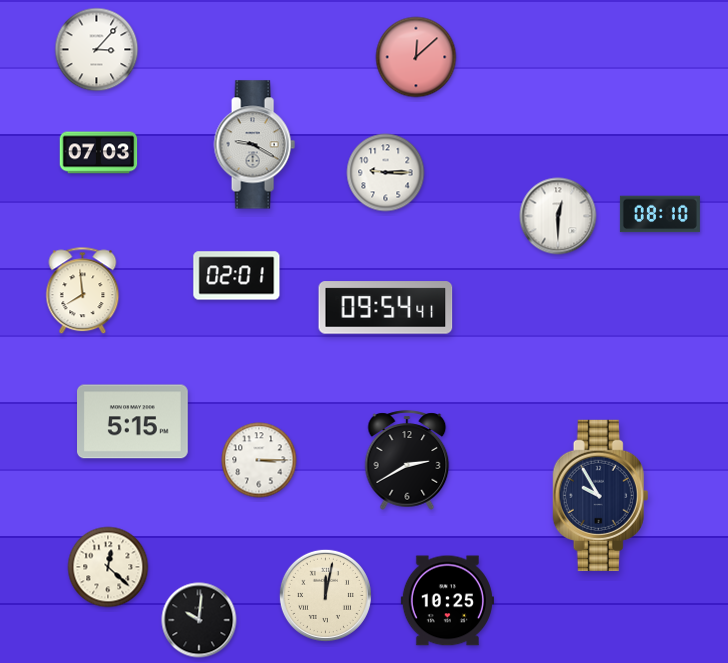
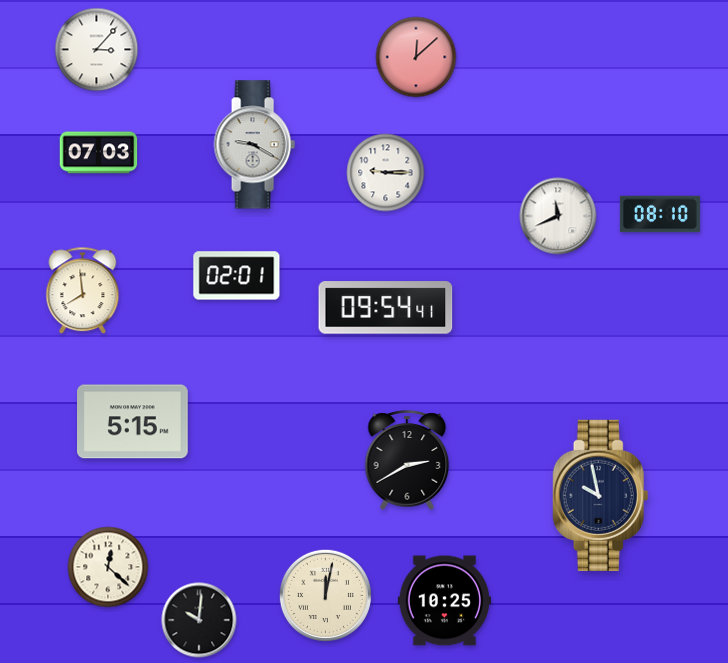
clock at (558, 216): 12:30 -> 11:41
clock at (259, 460): 3:15 -> none
clock at (601, 495): 9:55 -> 9:58
clock at (447, 601) position: (447, 601) -> (444, 601)
